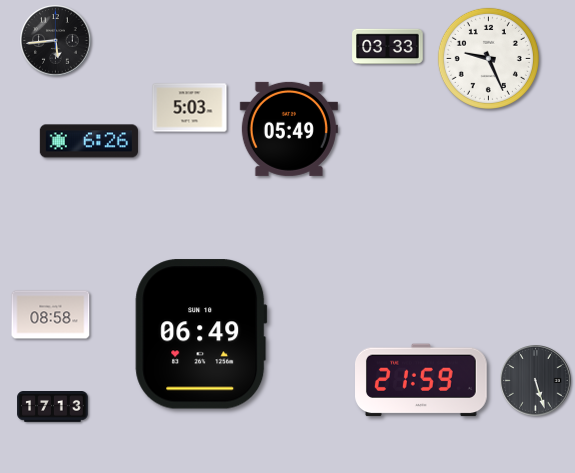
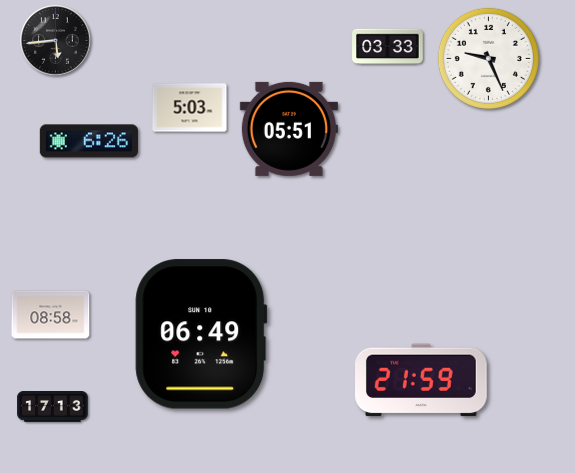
clock at (289, 129): 05:49 -> 05:51
clock at (536, 381): 5:27 -> none
